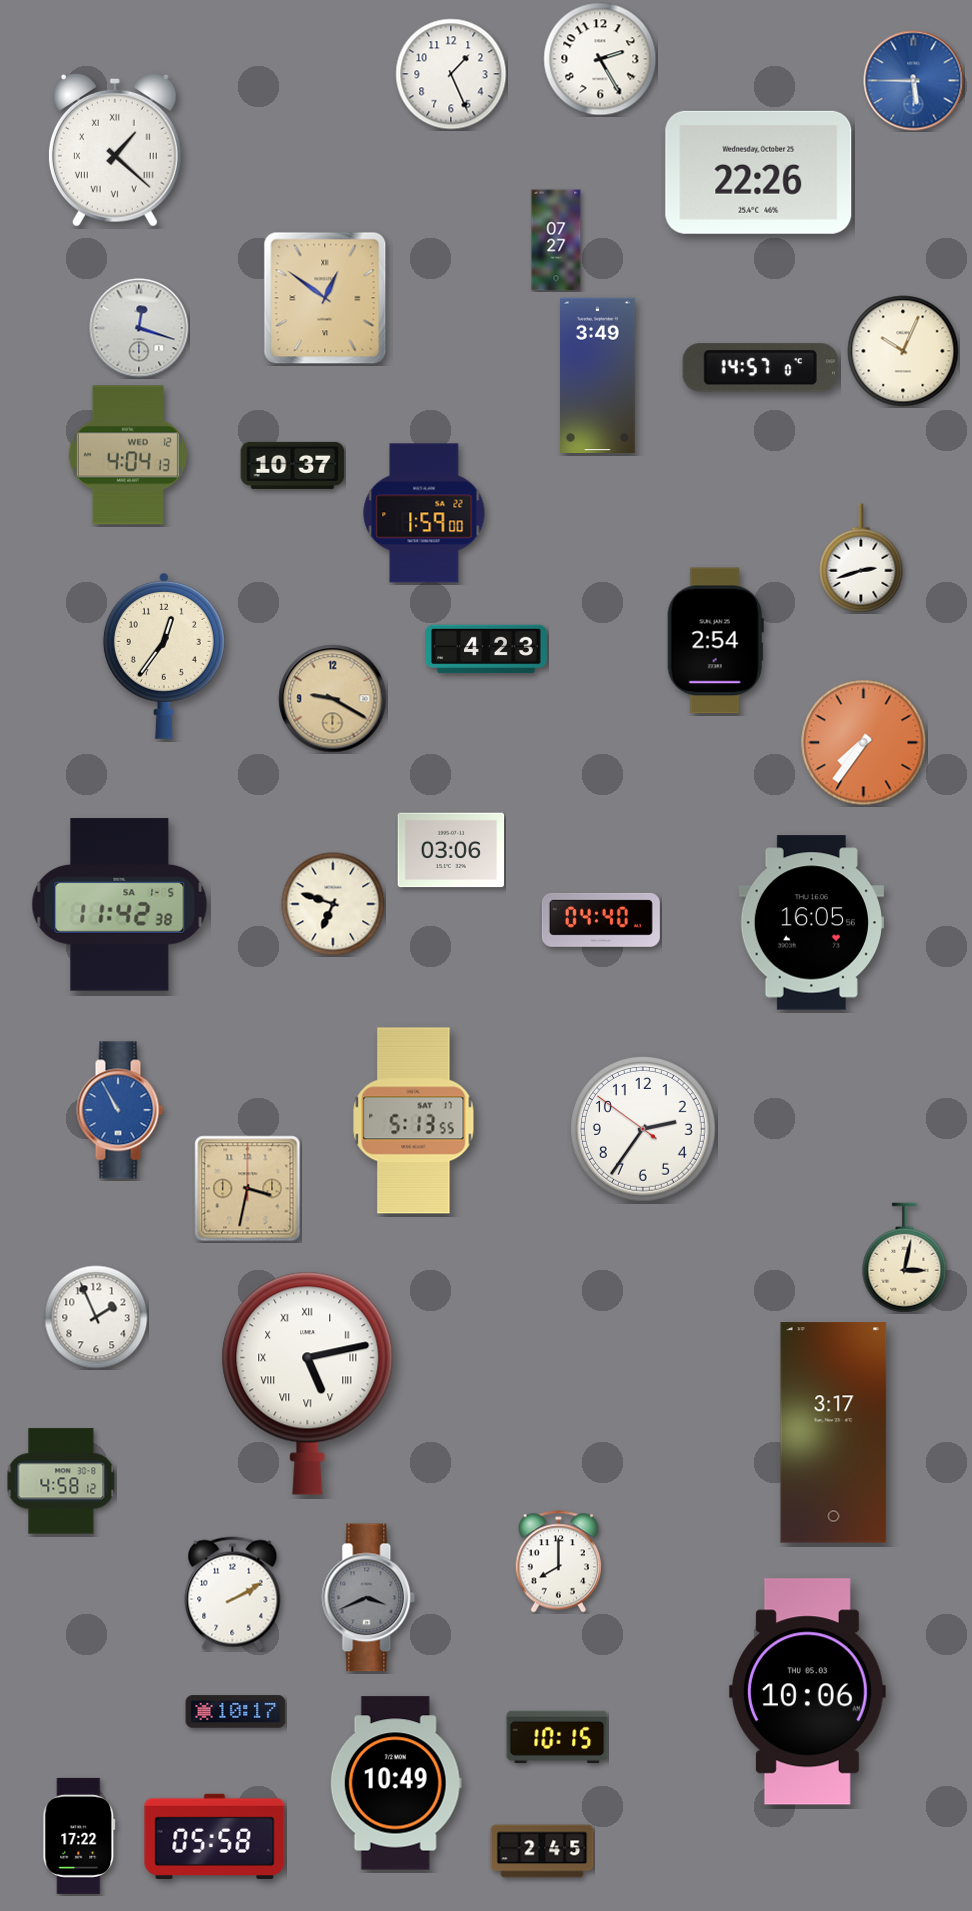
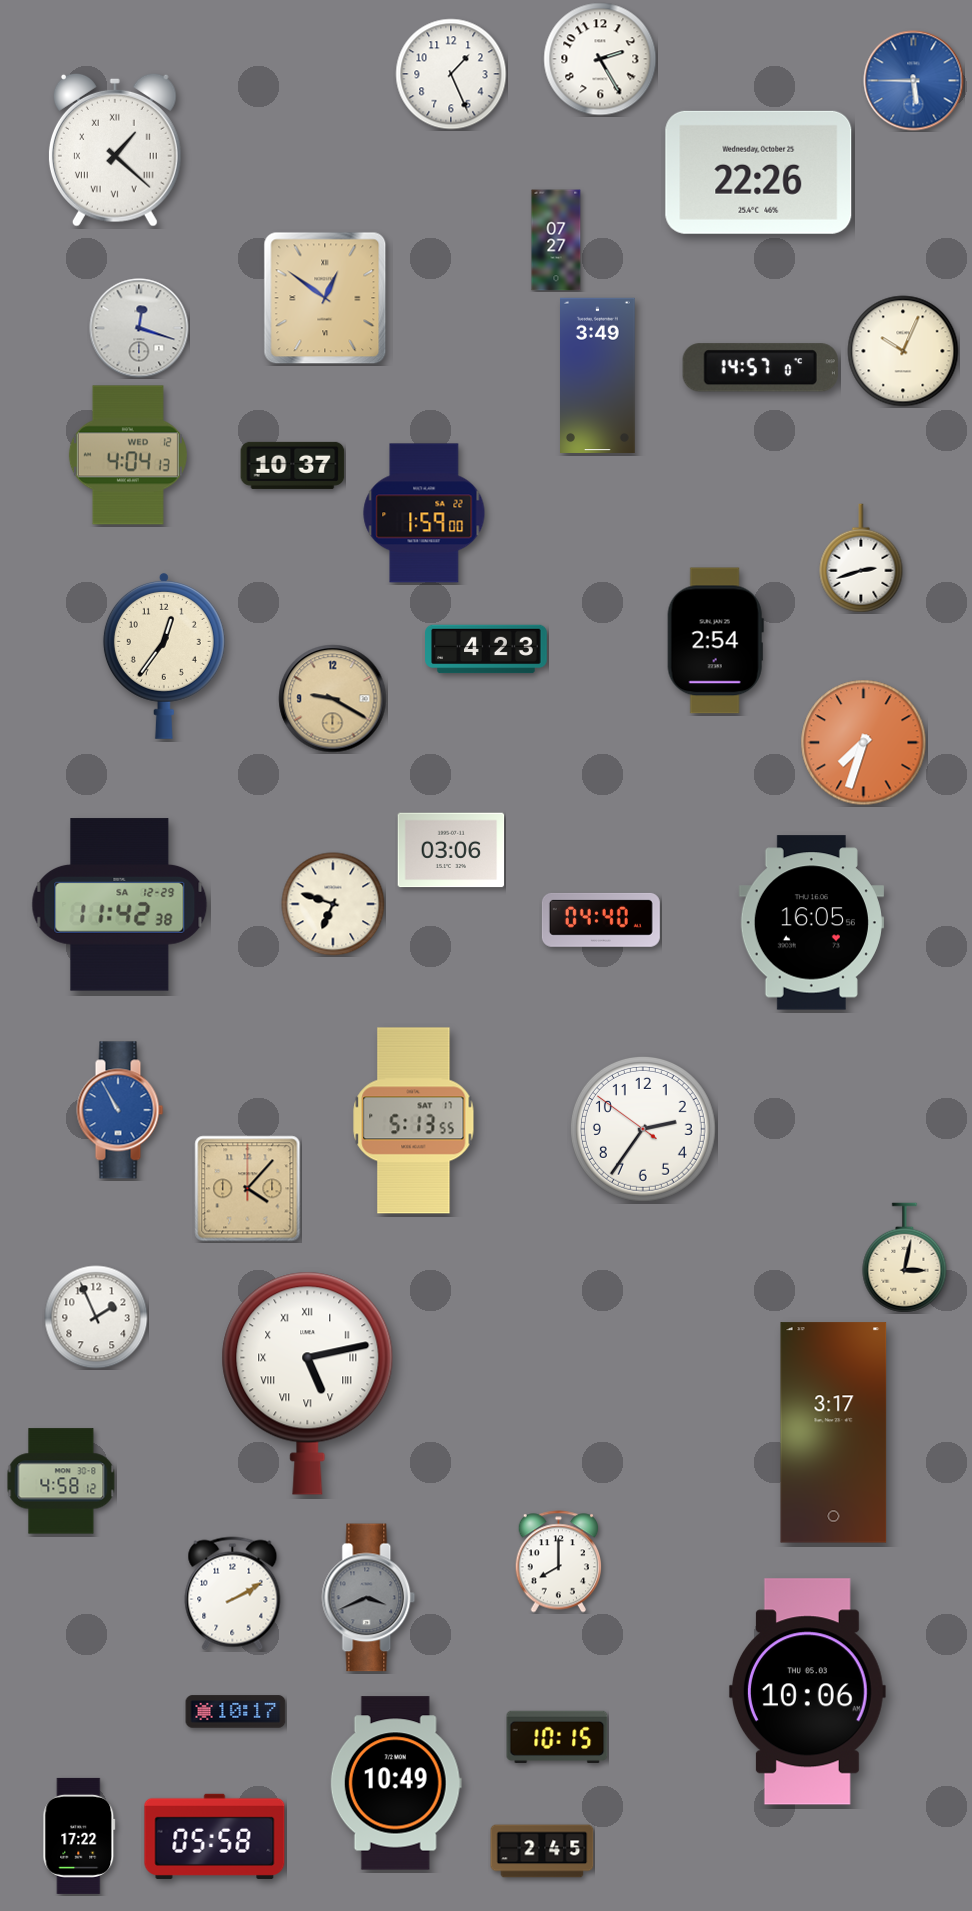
clock at (864, 743): 7:36 -> 7:33
clock at (120, 905) date: SA 1-5 -> SA 12-29
clock at (248, 1189): 3:32 -> 4:07
